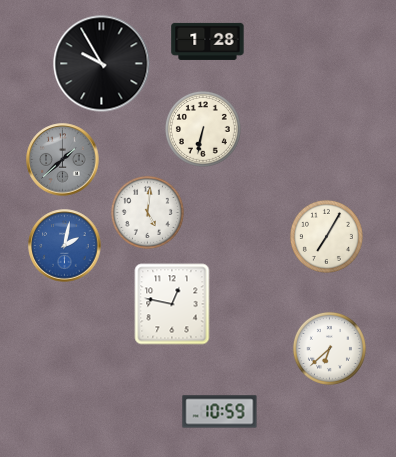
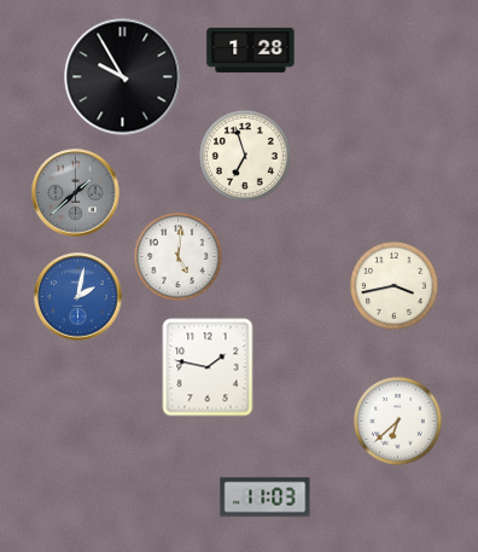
clock at (203, 129): 6:32 -> 6:57
clock at (326, 236): 7:05 -> 3:43
clock at (172, 304): 12:47 -> 1:47
clock at (220, 412): 10:59 -> 11:03
